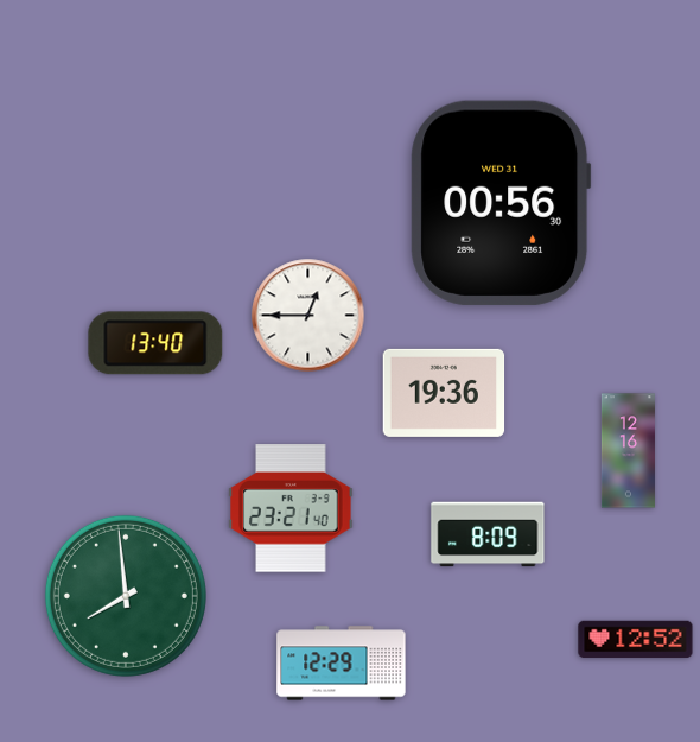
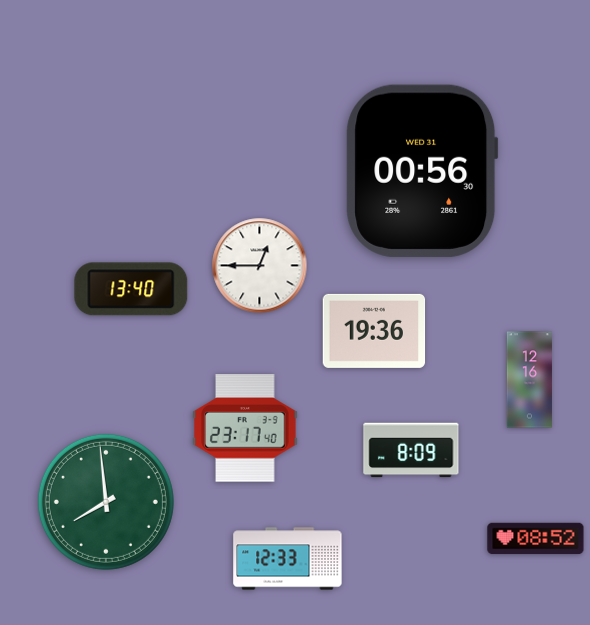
clock at (291, 508): 23:21 -> 23:17
clock at (636, 640): 12:52 -> 08:52
clock at (342, 664): 12:29 -> 12:33
